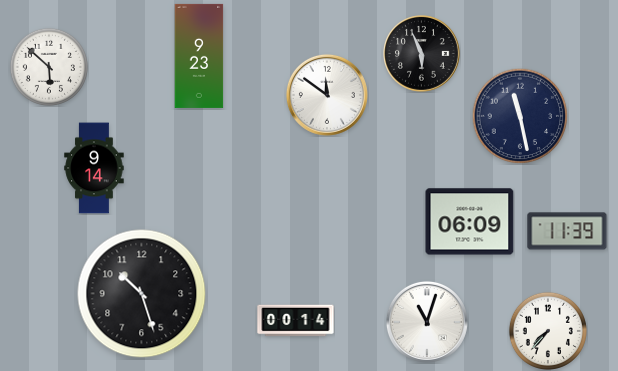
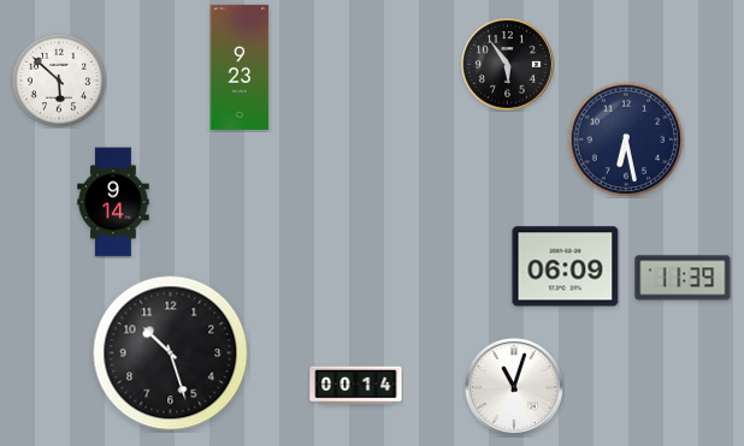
clock at (422, 54): 5:56 -> 5:54
clock at (327, 95): 11:51 -> none
clock at (520, 116): 11:28 -> 6:28
clock at (548, 331): 7:37 -> none
